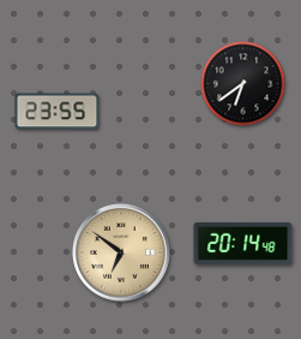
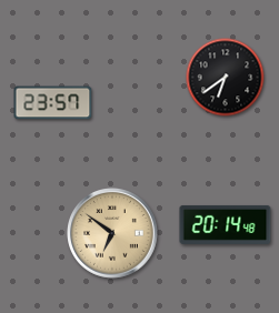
clock at (58, 112): 23:55 -> 23:57
